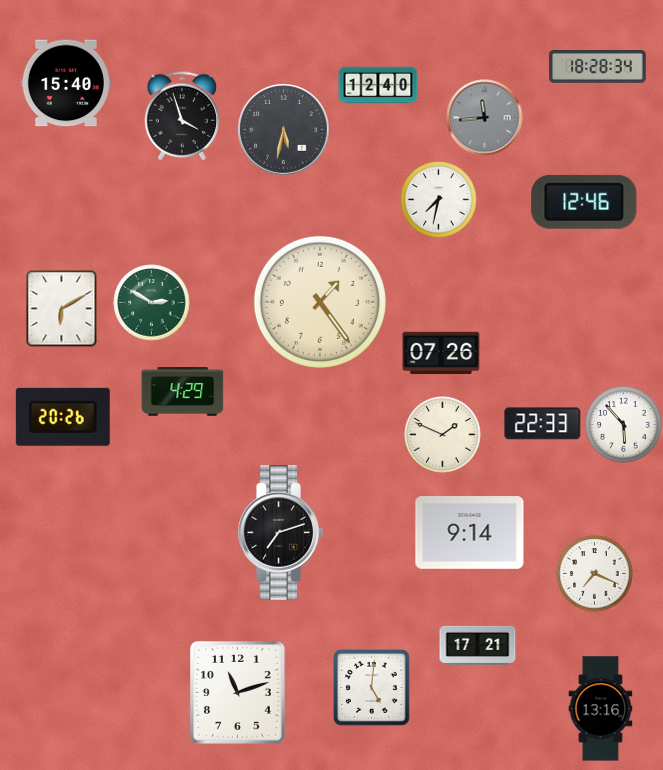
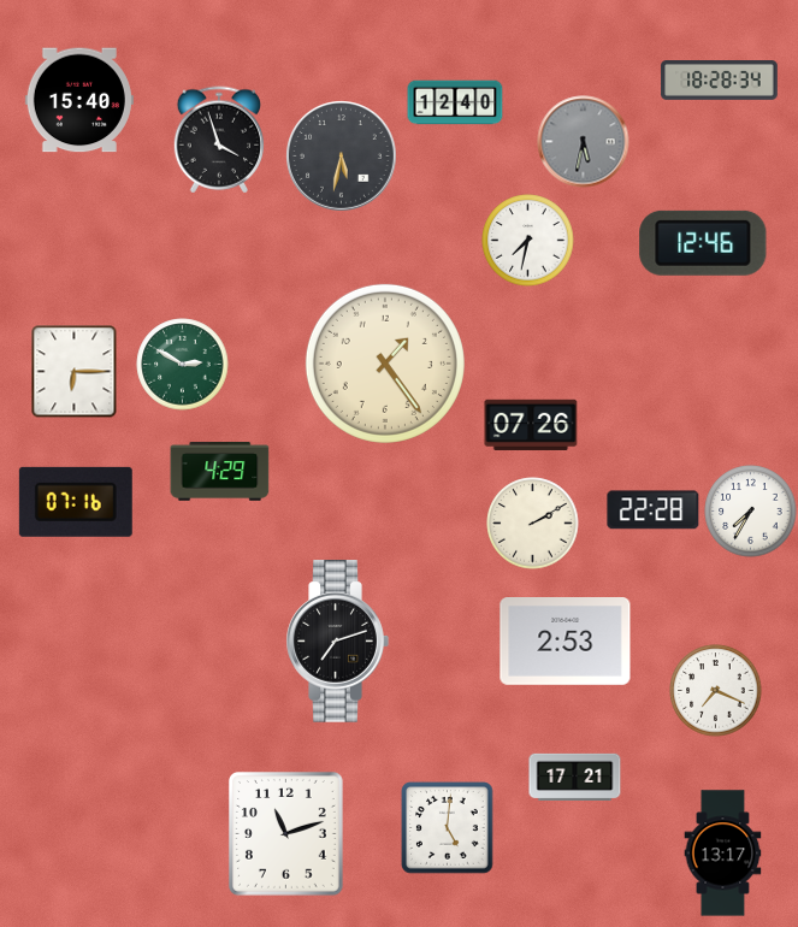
clock at (485, 118): 11:44 -> 5:32
clock at (62, 309): 6:10 -> 6:15
clock at (63, 417): 20:26 -> 07:16
clock at (543, 424): 22:33 -> 22:28
clock at (624, 425): 5:53 -> 7:35
clock at (443, 435): 1:49 -> 2:10
clock at (470, 533): 9:14 -> 2:53
clock at (601, 709): 13:16 -> 13:17
